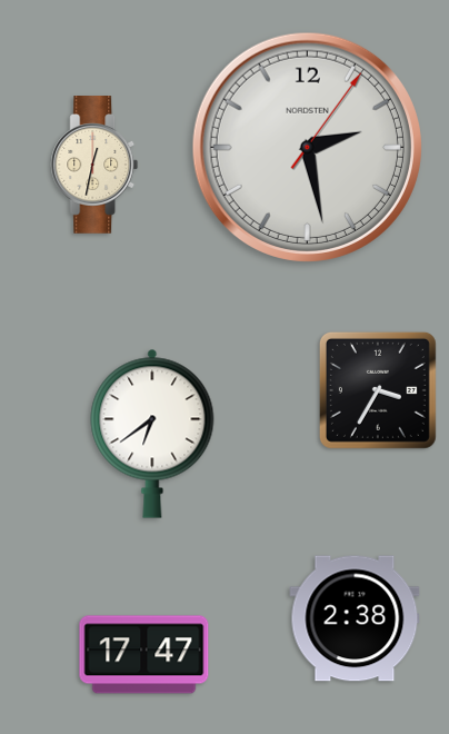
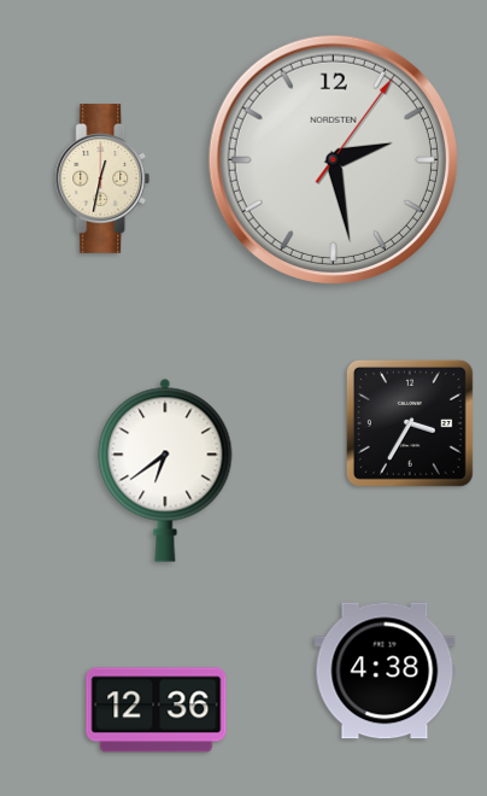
clock at (355, 618): 2:38 -> 4:38
clock at (144, 655): 17:47 -> 12:36
